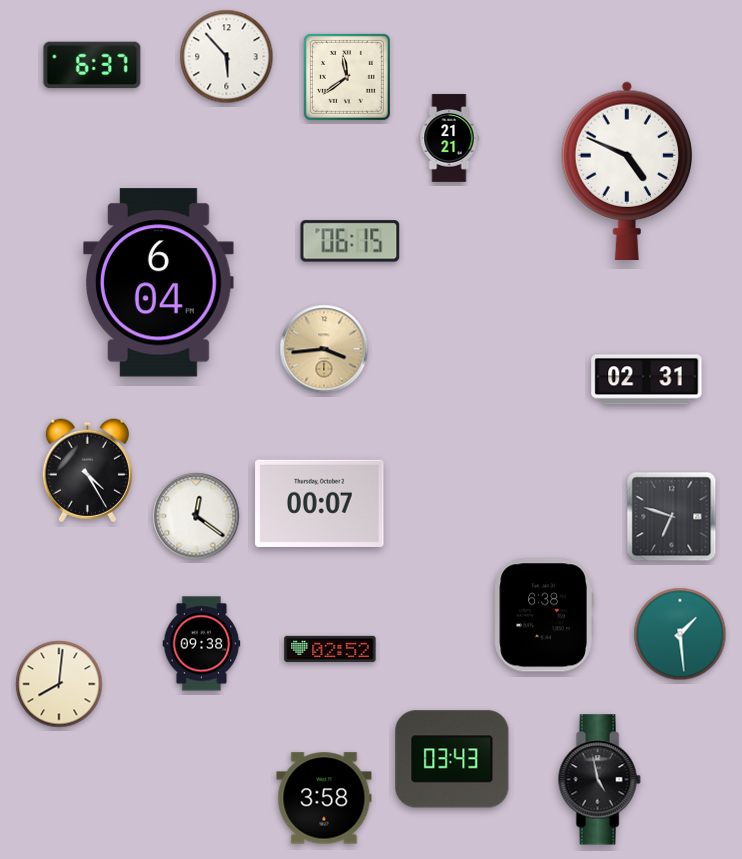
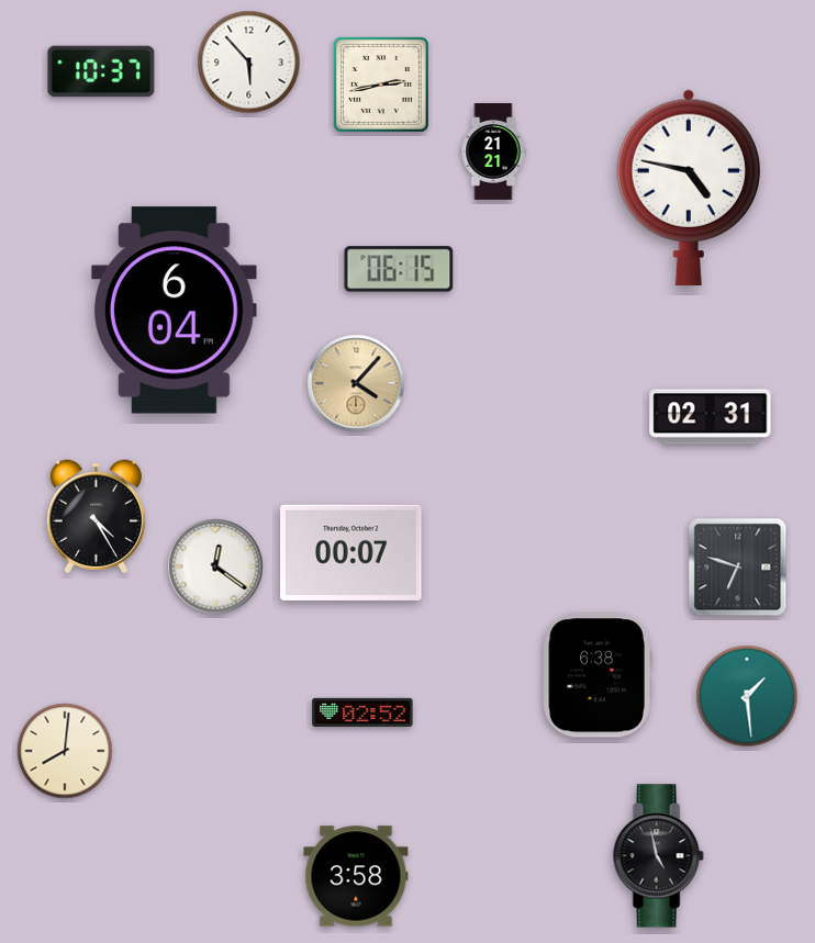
clock at (92, 65): 6:37 -> 10:37
clock at (347, 77): 11:39 -> 2:43
clock at (626, 171): 4:49 -> 4:47
clock at (350, 241) position: (350, 241) -> (399, 269)
clock at (324, 349): 3:44 -> 4:07
clock at (202, 644): 09:38 -> none
clock at (452, 759): 03:43 -> none
